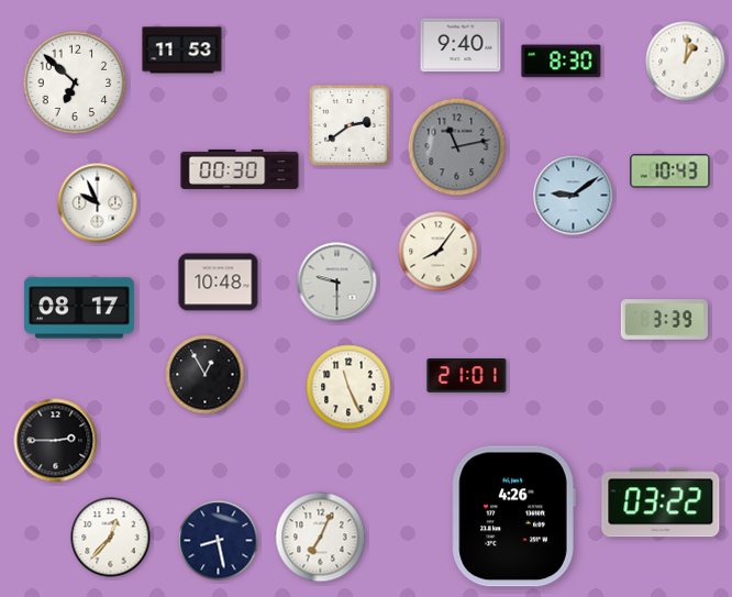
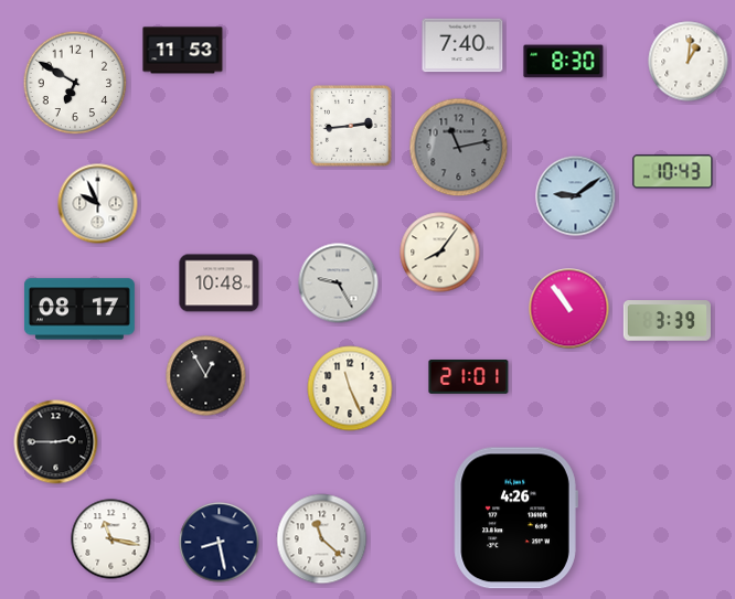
clock at (461, 45): 9:40 -> 7:40
clock at (75, 82): 6:52 -> 6:50
clock at (350, 125): 2:39 -> 2:44
clock at (240, 169): 00:30 -> none
clock at (337, 283): 9:30 -> 9:25
clock at (569, 309): none -> 10:54
clock at (661, 502): 03:22 -> none
clock at (111, 538): 12:37 -> 11:17
clock at (321, 538): 7:04 -> 11:22
